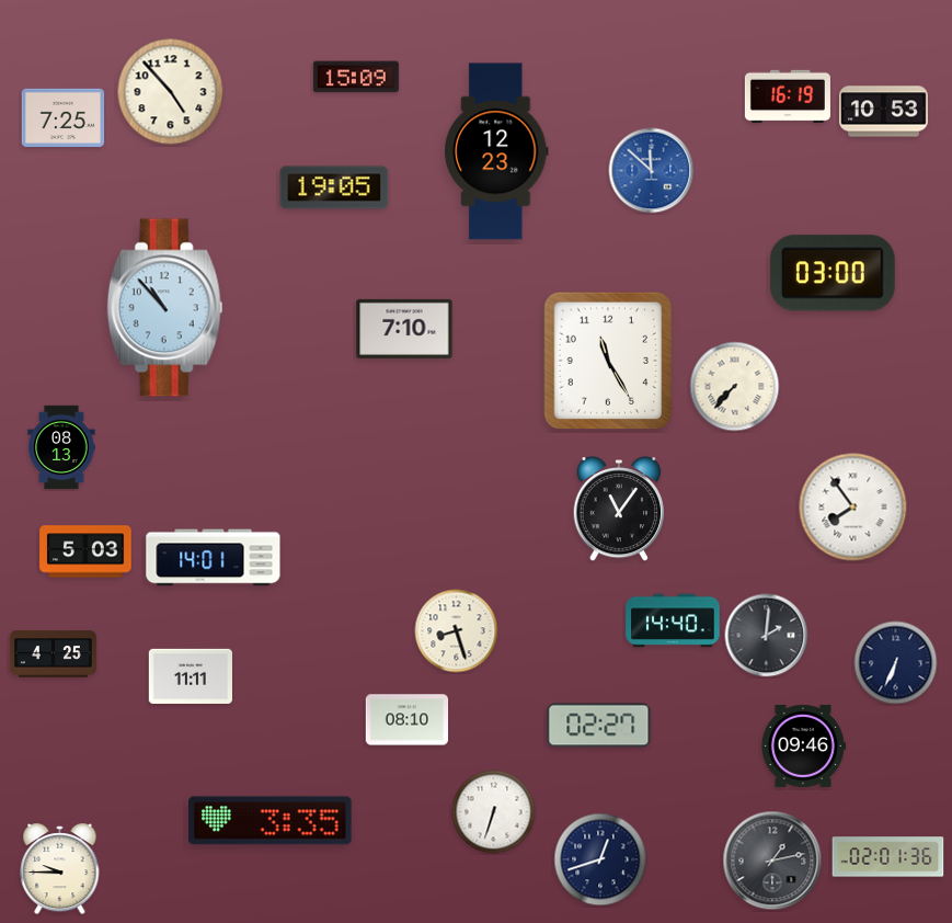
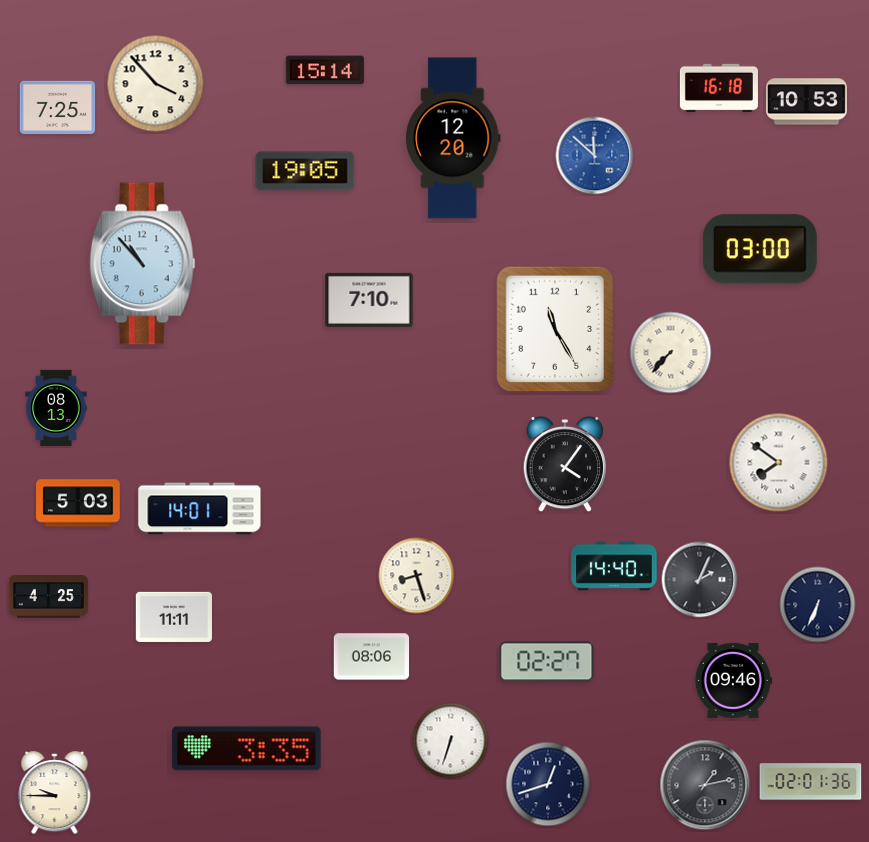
clock at (356, 77): 15:09 -> 15:14
clock at (171, 92): 4:53 -> 3:53
clock at (788, 96): 16:19 -> 16:18
clock at (496, 151): 12:23 -> 12:20
clock at (165, 308) position: (165, 308) -> (143, 264)
clock at (853, 508): 7:54 -> 7:51
clock at (618, 509): 11:06 -> 4:06
clock at (214, 558) position: (214, 558) -> (200, 509)
clock at (767, 636): 2:01 -> 2:04
clock at (408, 720): 08:10 -> 08:06
